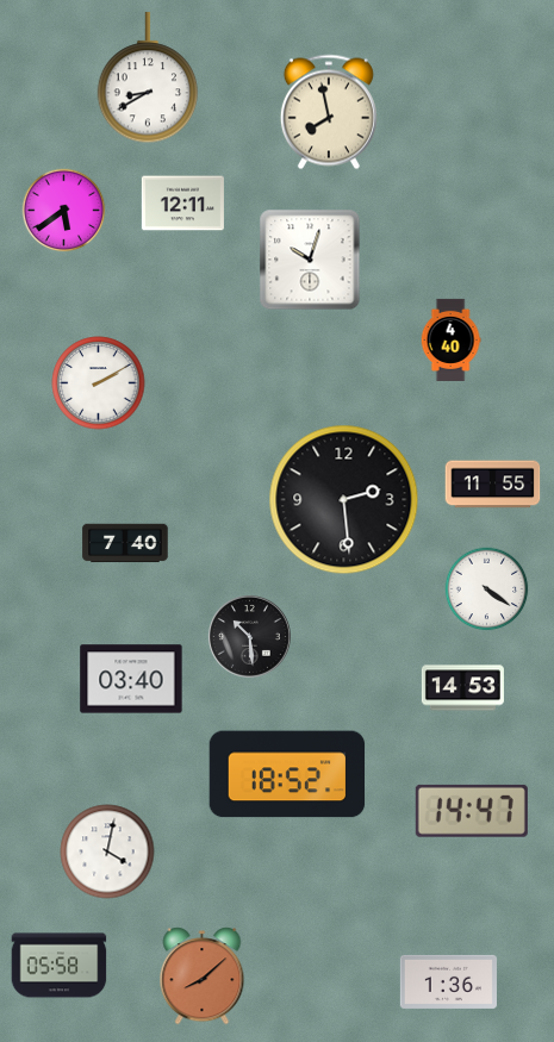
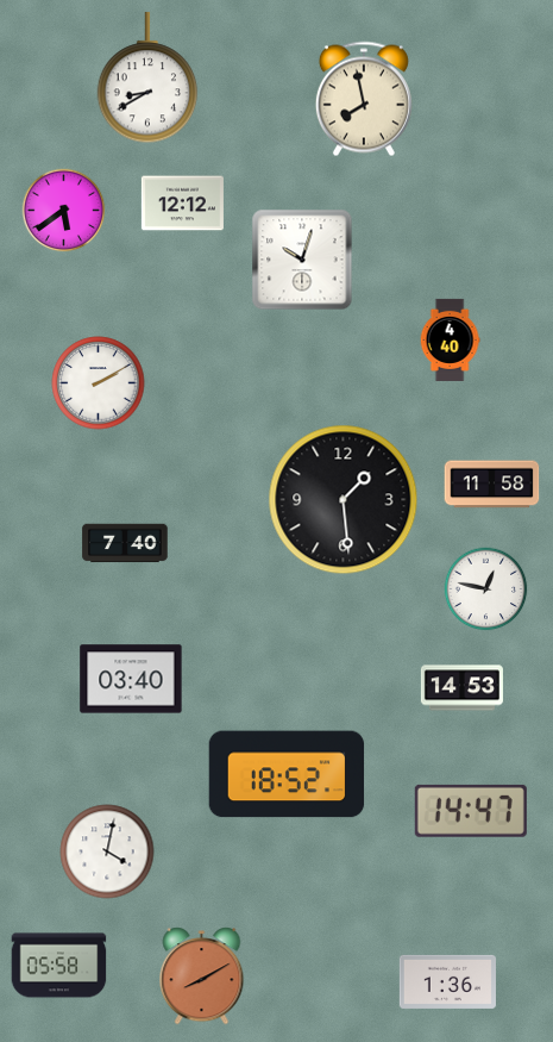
clock at (329, 112) position: (329, 112) -> (364, 99)
clock at (182, 204): 12:11 -> 12:12
clock at (310, 260) position: (310, 260) -> (302, 260)
clock at (493, 485): 11:55 -> 11:58
clock at (344, 500): 2:29 -> 1:29
clock at (487, 589): 4:21 -> 12:47
clock at (249, 636): 10:29 -> none
clock at (203, 977): 8:08 -> 8:10
